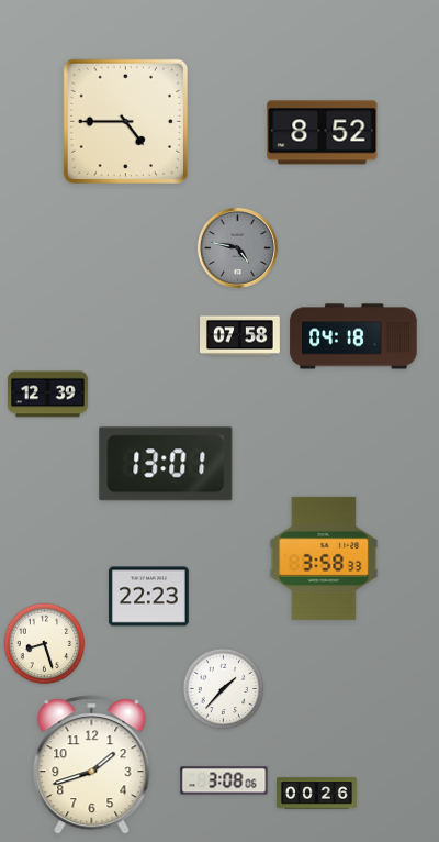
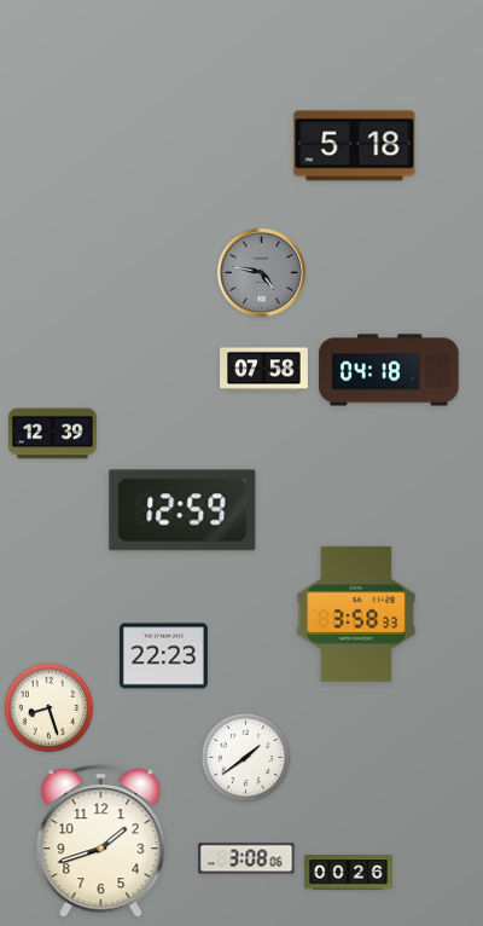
clock at (125, 121): 4:45 -> none
clock at (323, 133): 8:52 -> 5:18
clock at (166, 464): 13:01 -> 12:59
clock at (224, 689): 1:37 -> 1:39
